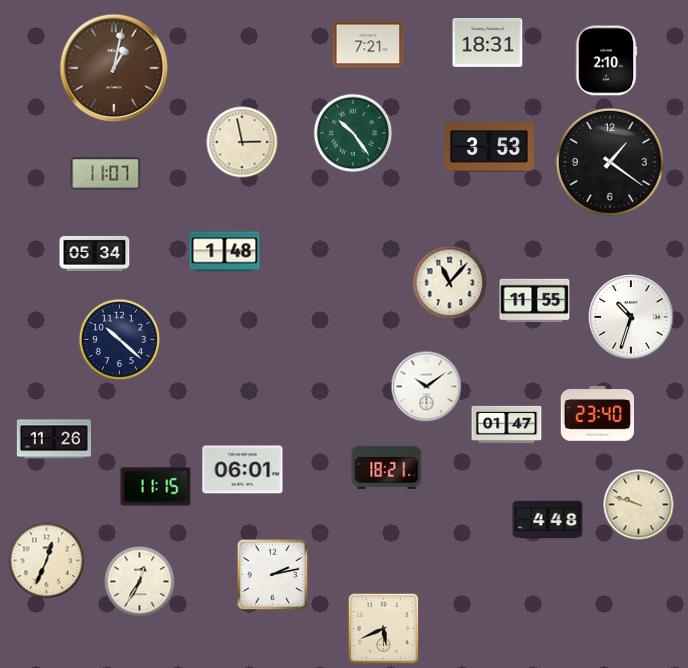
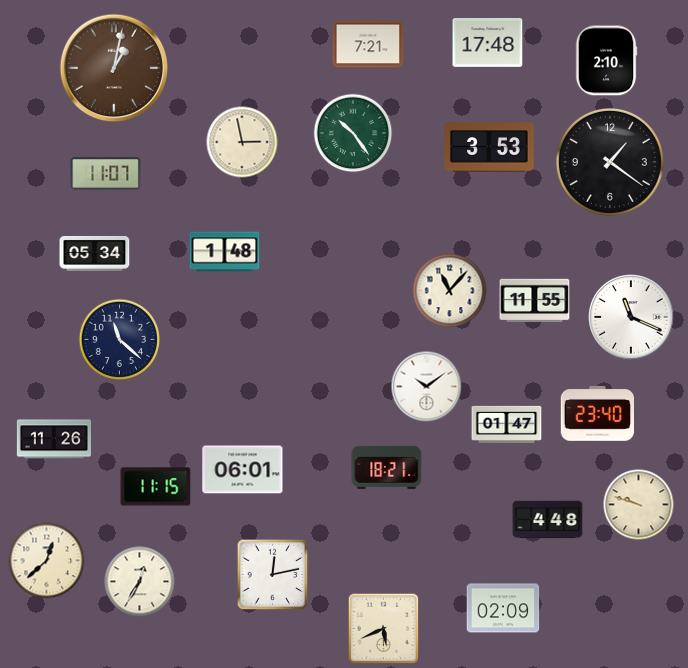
clock at (488, 43): 18:31 -> 17:48
clock at (450, 283) position: (450, 283) -> (450, 291)
clock at (631, 317): 10:33 -> 11:19
clock at (120, 340): 10:22 -> 11:22
clock at (47, 561): 12:34 -> 12:38
clock at (273, 575): 2:13 -> 12:13
clock at (503, 608): none -> 02:09
